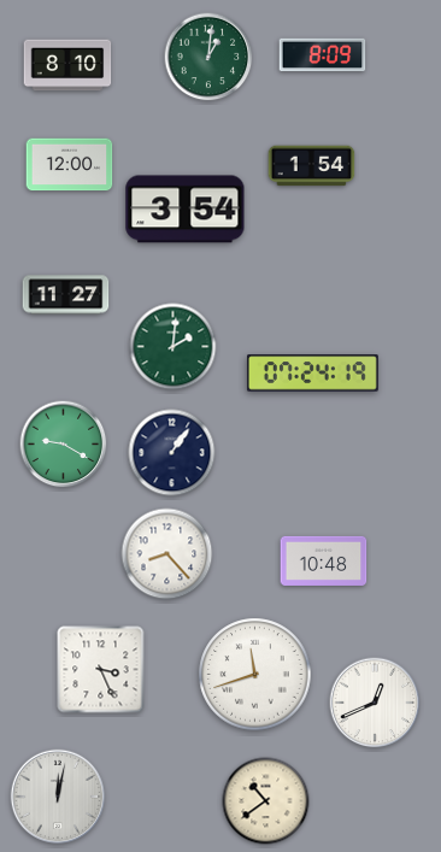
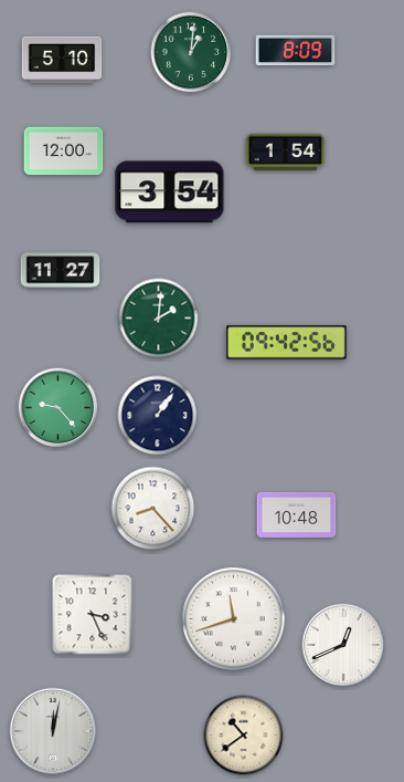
clock at (67, 65): 8:10 -> 5:10
clock at (312, 374): 07:24 -> 09:42
clock at (64, 445): 9:20 -> 9:23
